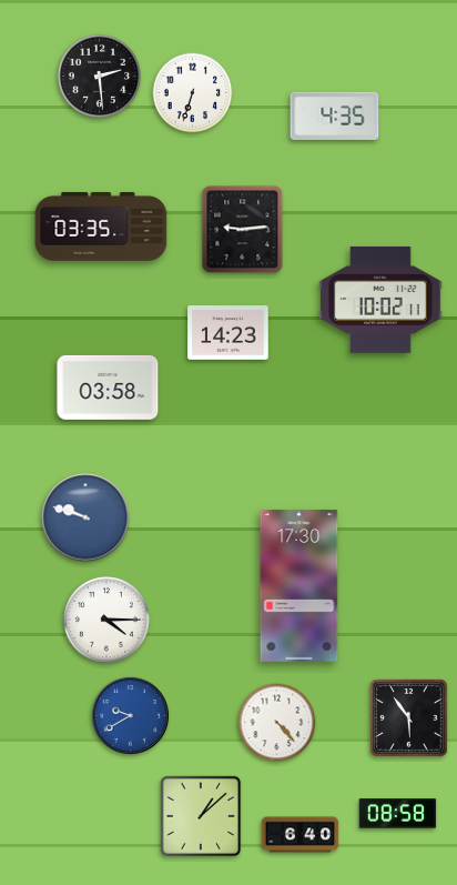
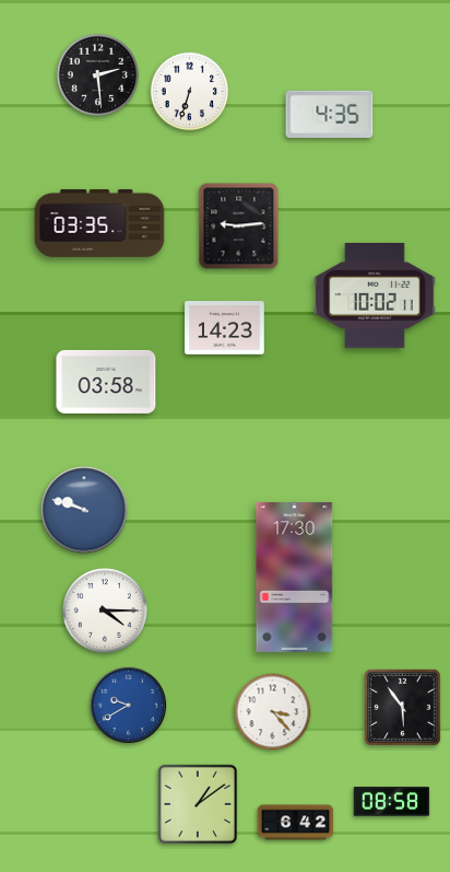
clock at (277, 723): 4:23 -> 3:23
clock at (201, 816): 1:08 -> 1:09
clock at (301, 835): 6:40 -> 6:42
